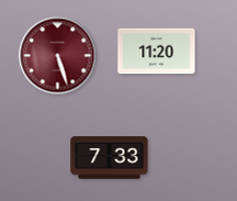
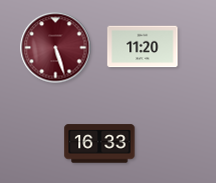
clock at (58, 56) position: (58, 56) -> (56, 48)
clock at (110, 158): 7:33 -> 16:33
